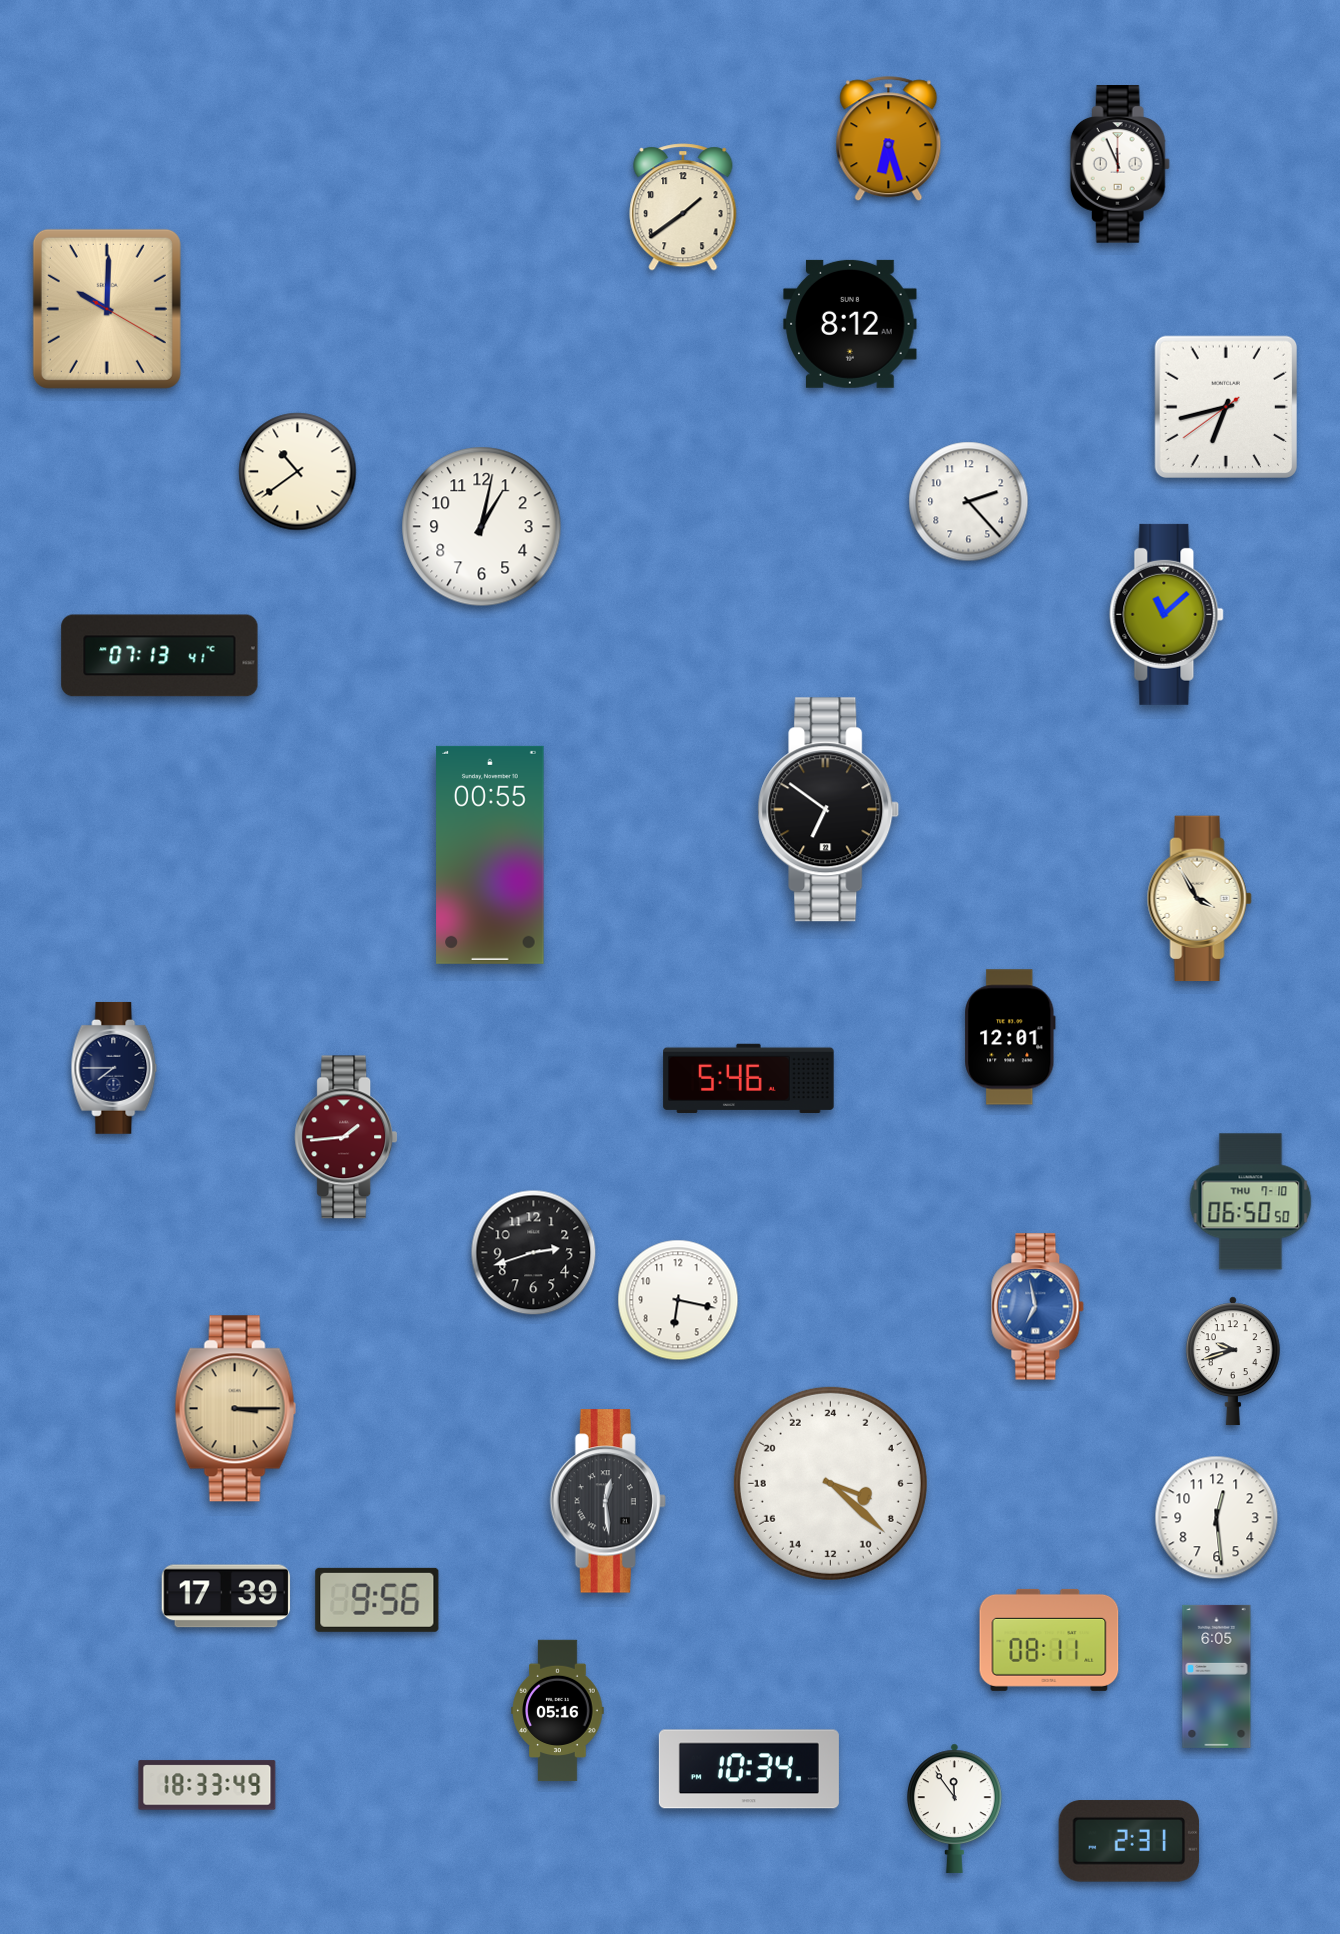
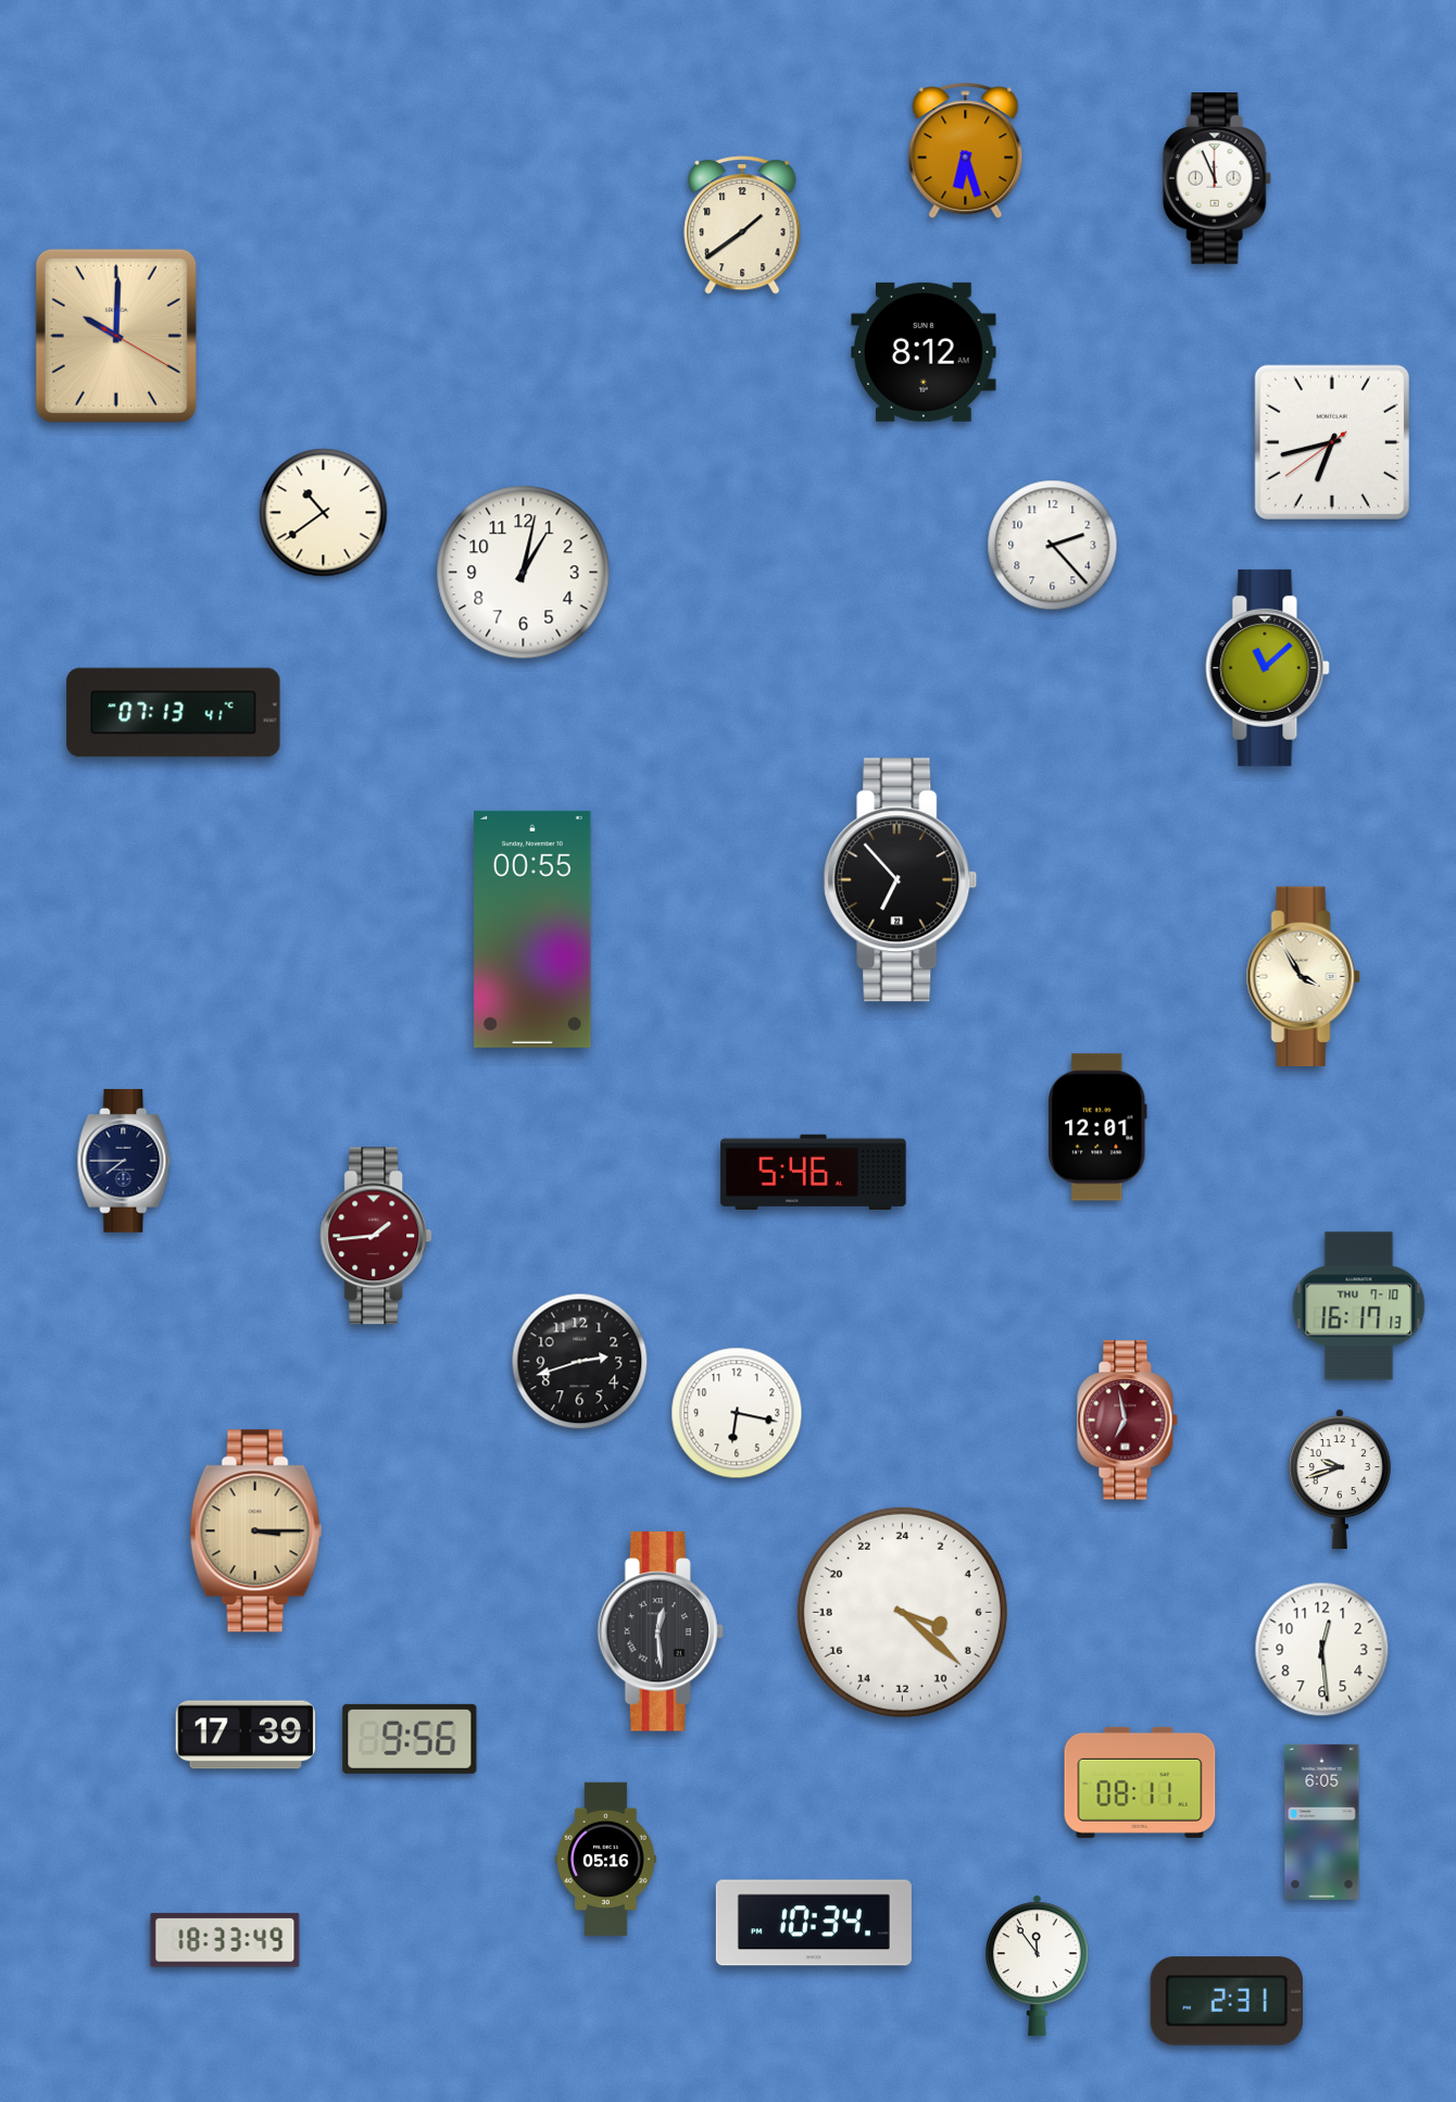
clock at (829, 810): 6:51 -> 6:53
clock at (1251, 1202): 06:50 -> 16:17
clock at (1038, 1307) dial: blue -> burgundy
